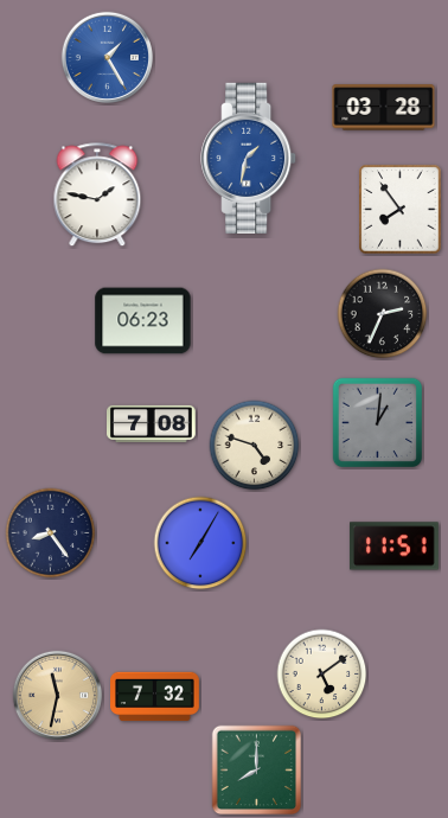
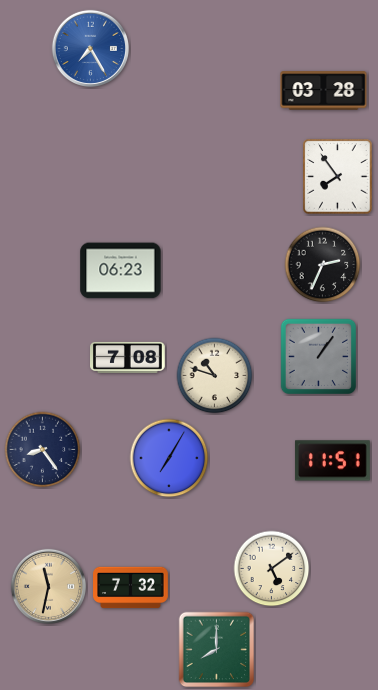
clock at (107, 57): 1:25 -> 7:25
clock at (249, 158): 1:32 -> none
clock at (97, 196): 1:47 -> none
clock at (377, 422): 1:01 -> 1:06
clock at (255, 446): 4:48 -> 10:48
